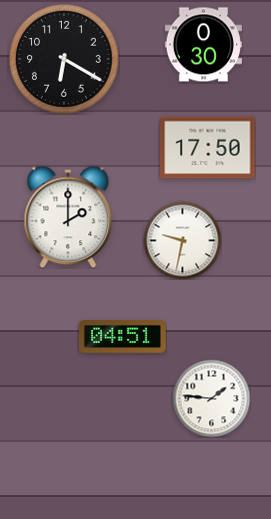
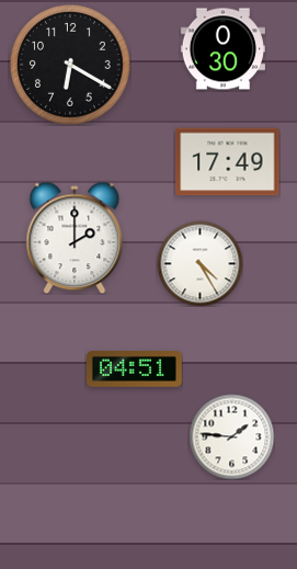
clock at (208, 148): 17:50 -> 17:49
clock at (182, 240): 9:32 -> 4:25
